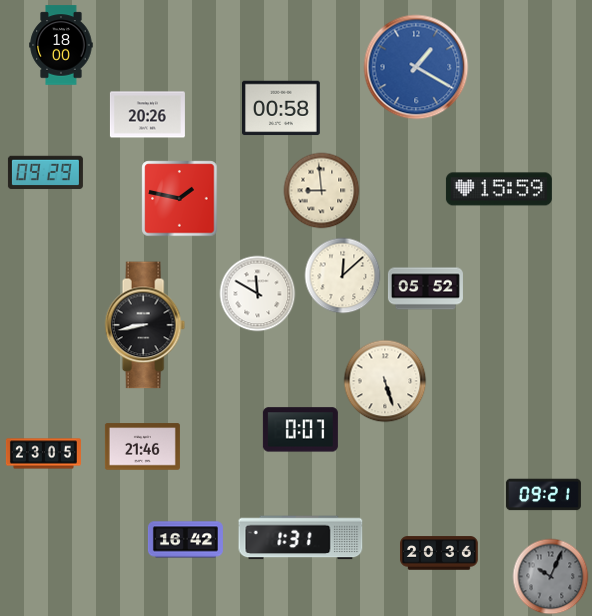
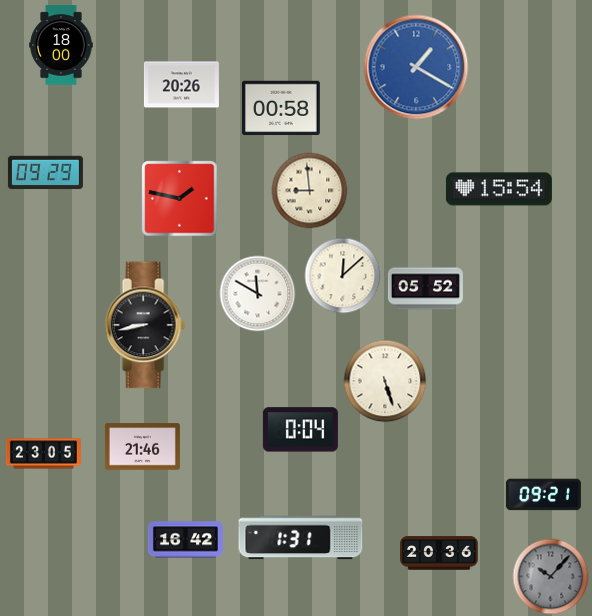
clock at (147, 115) position: (147, 115) -> (181, 85)
clock at (499, 189): 15:59 -> 15:54
clock at (322, 191) position: (322, 191) -> (310, 191)
clock at (300, 430): 0:07 -> 0:04
clock at (551, 577): 10:04 -> 10:07
